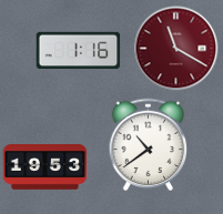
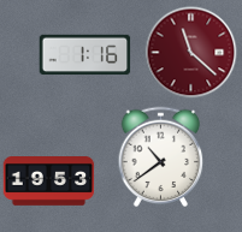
clock at (176, 49): 11:20 -> 11:22
